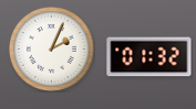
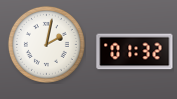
clock at (51, 48): 2:04 -> 2:02
